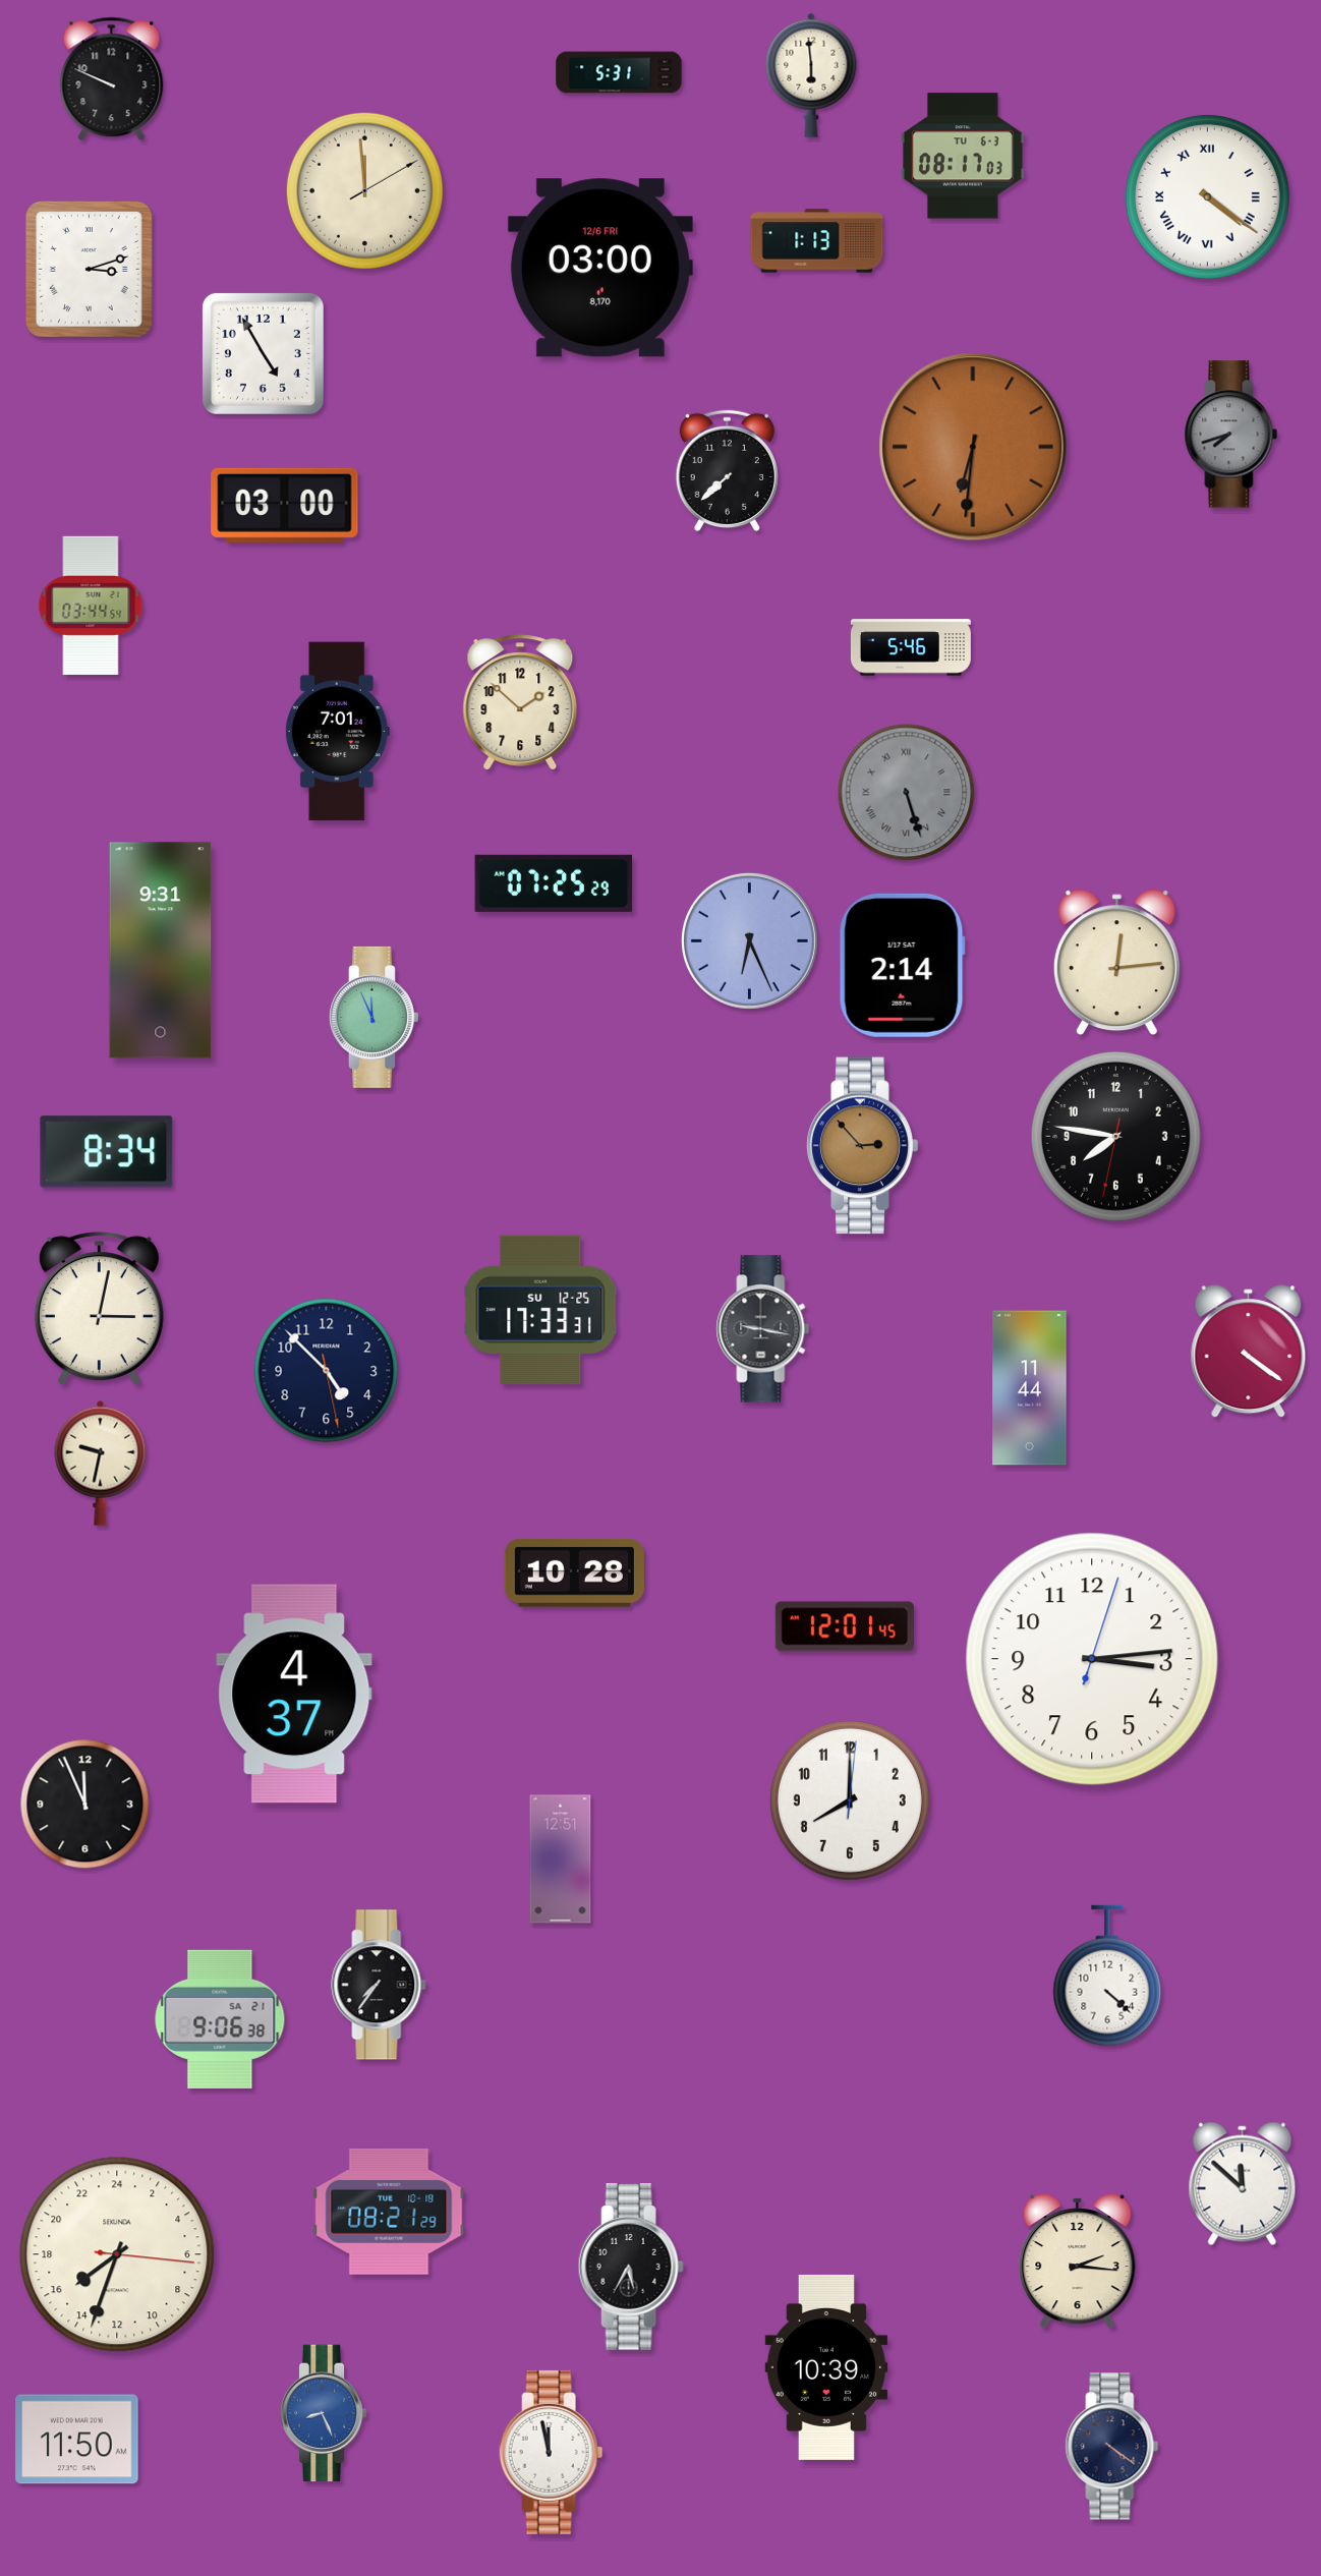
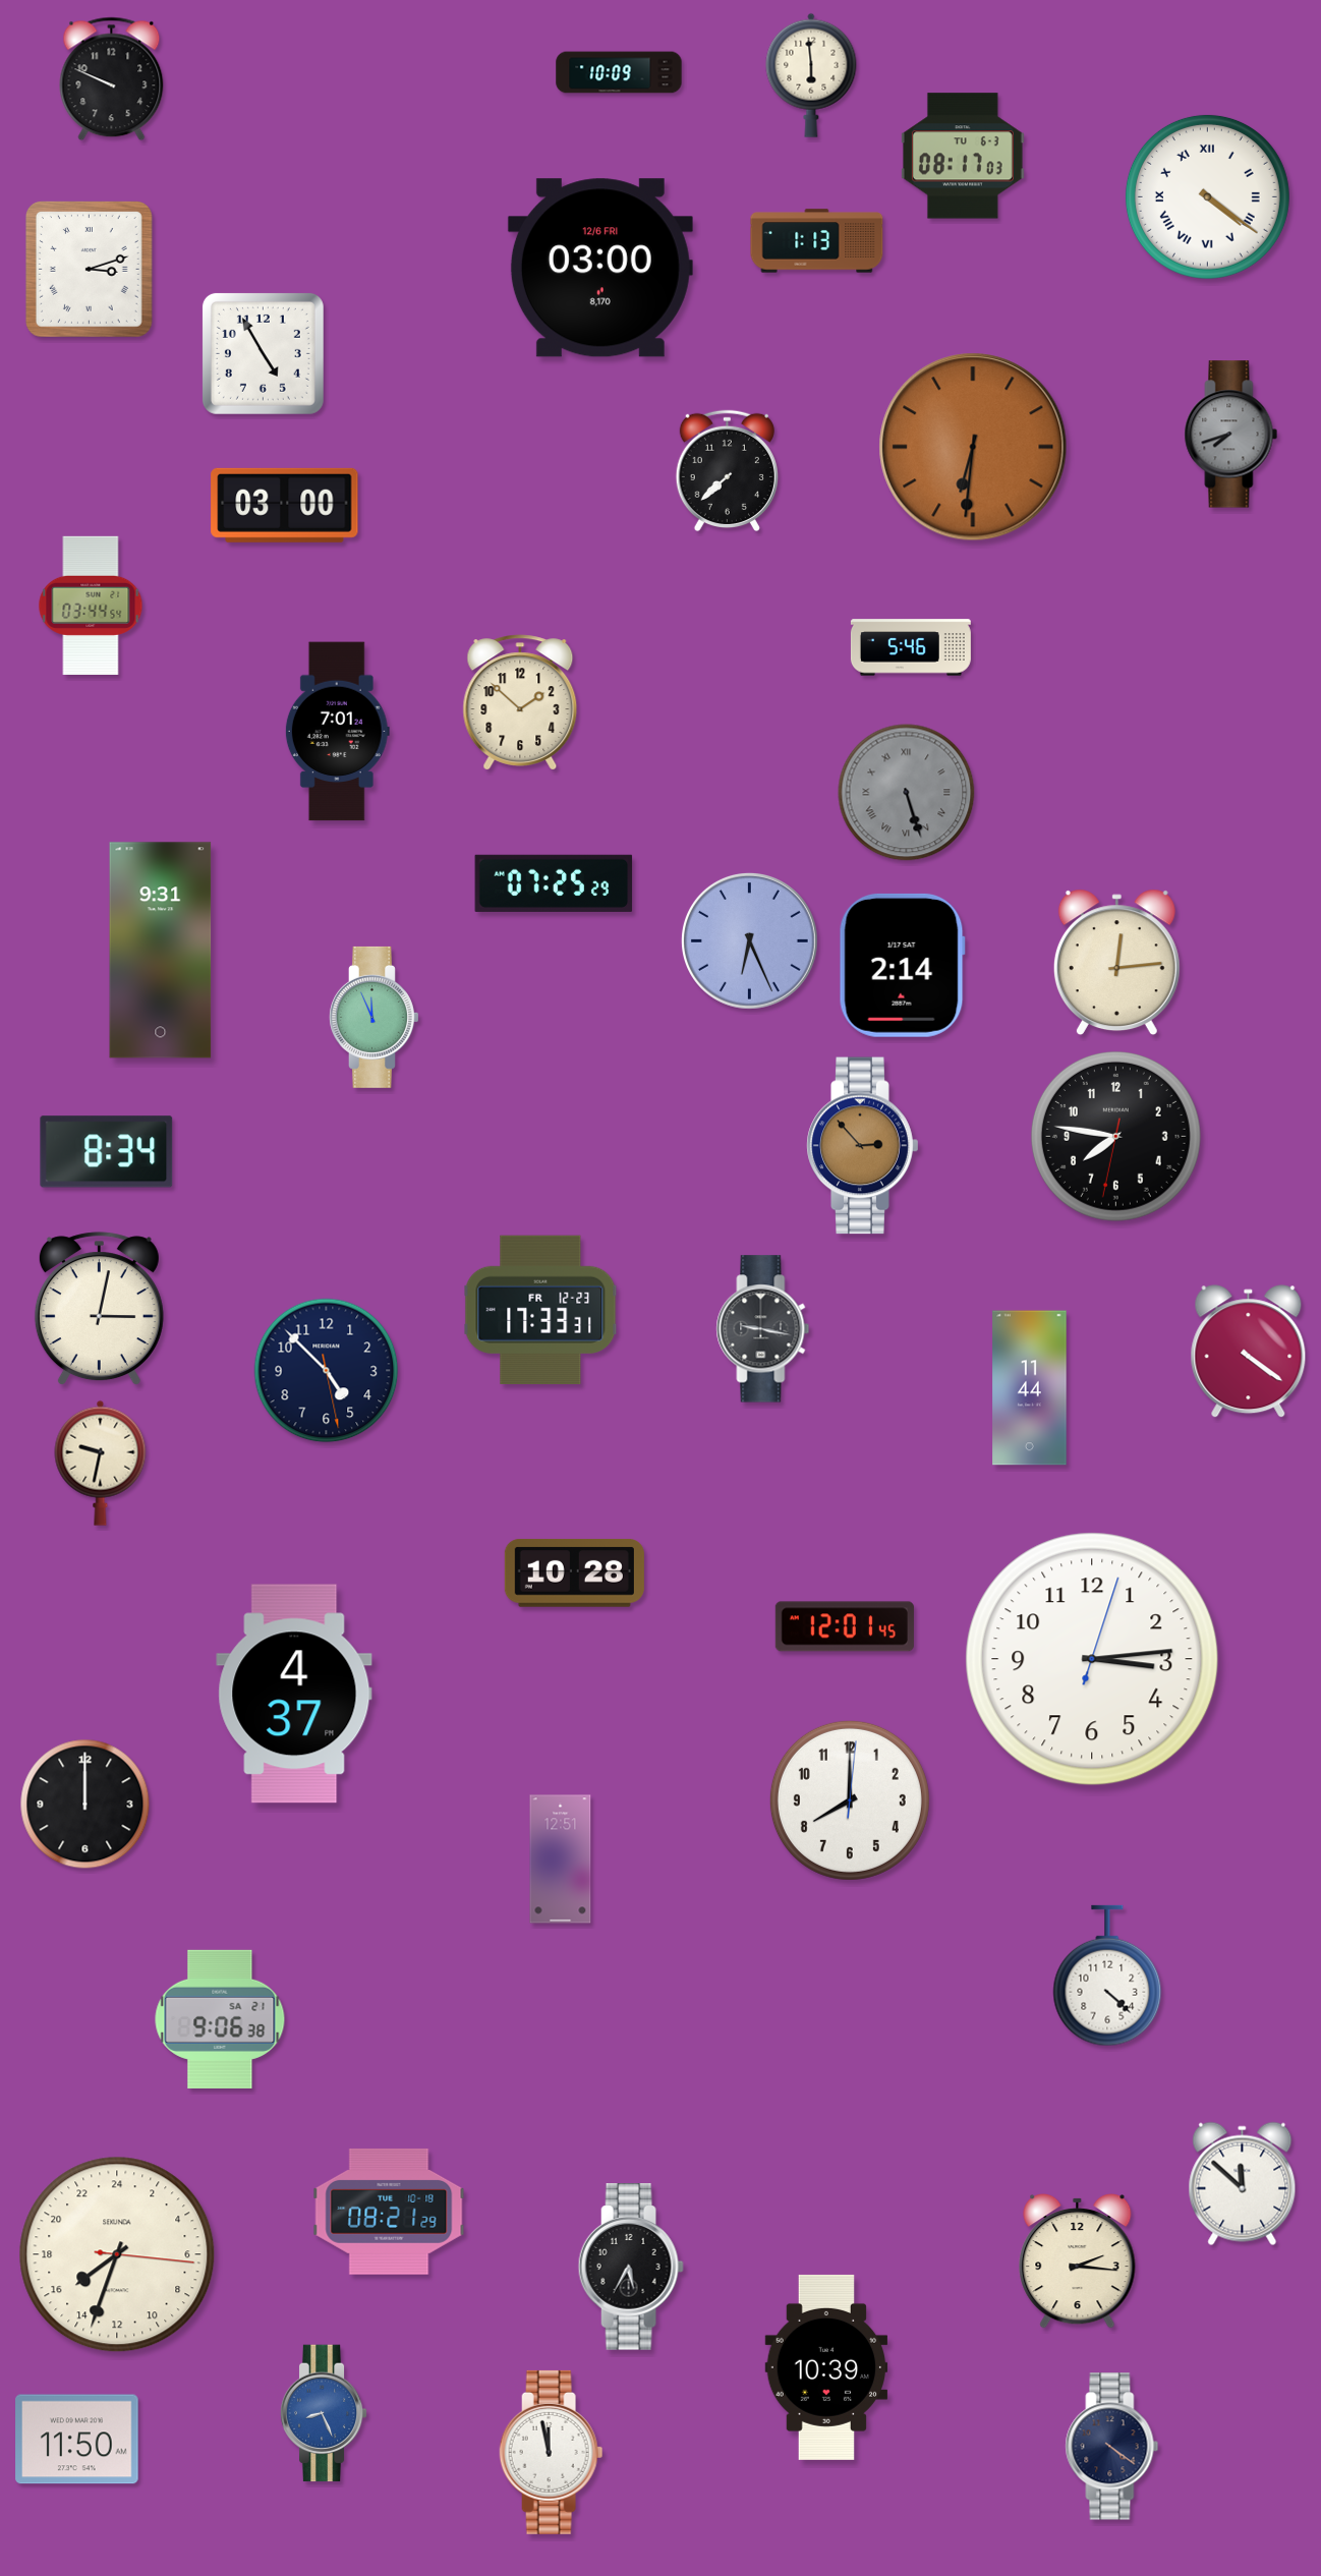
clock at (619, 72): 5:31 -> 10:09
clock at (364, 190): 11:59 -> none
clock at (540, 1310) date: SU 12-25 -> FR 12-23
clock at (85, 1805): 11:56 -> 12:00
clock at (379, 1985): 7:36 -> none
